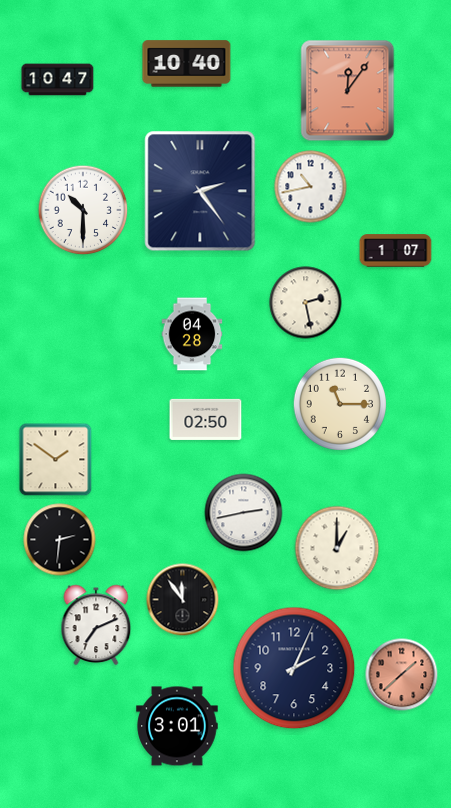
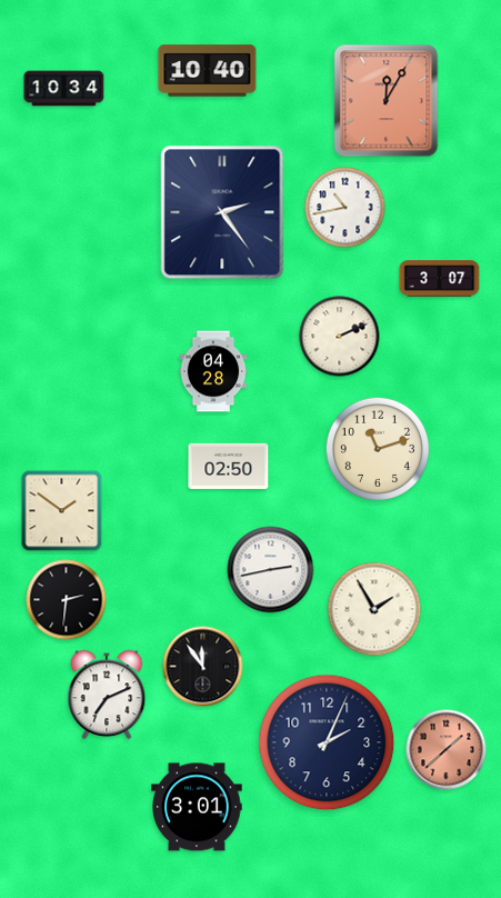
clock at (58, 80): 10:47 -> 10:34
clock at (348, 91): 12:06 -> 12:05
clock at (83, 210): 10:30 -> none
clock at (396, 251): 1:07 -> 3:07
clock at (306, 303): 2:28 -> 2:11
clock at (340, 404): 11:15 -> 11:12
clock at (337, 548): 1:00 -> 1:55
